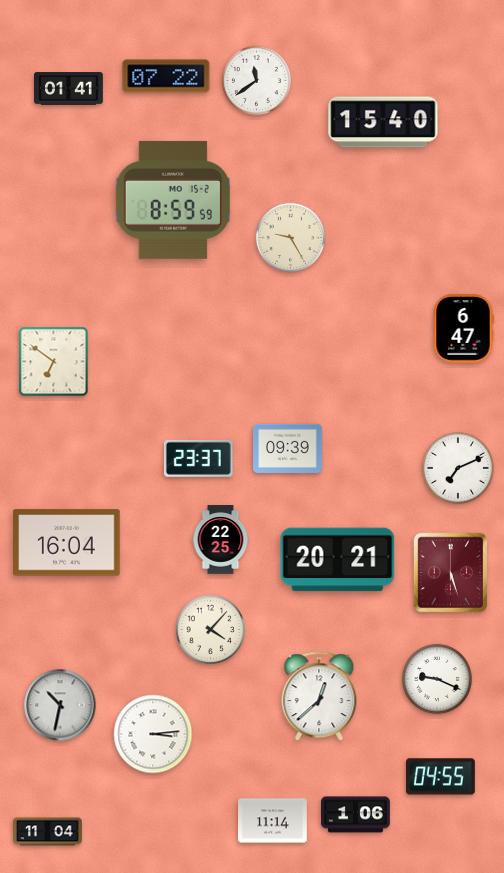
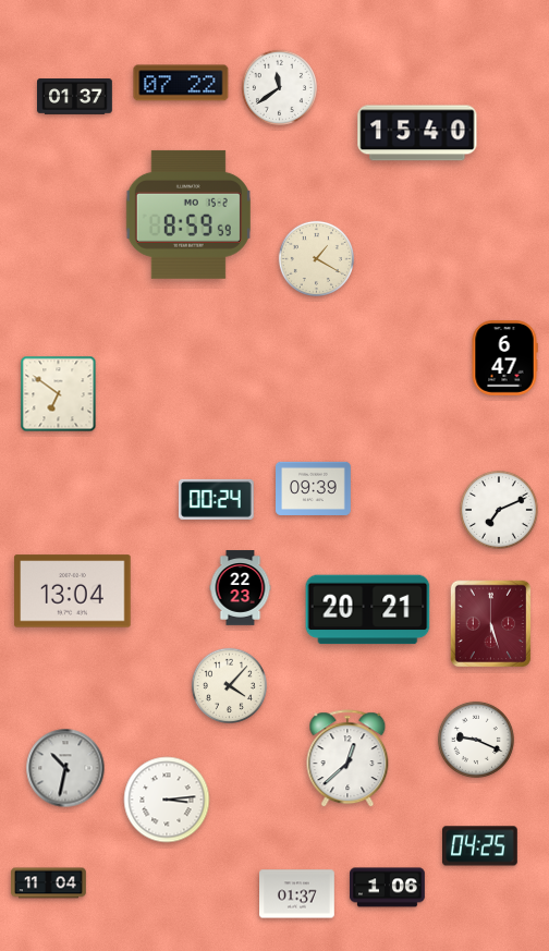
clock at (69, 89): 01:41 -> 01:37
clock at (173, 200) position: (173, 200) -> (188, 215)
clock at (290, 237): 9:25 -> 1:20
clock at (198, 458): 23:37 -> 00:24
clock at (221, 540): 22:25 -> 22:23
clock at (67, 543): 16:04 -> 13:04
clock at (441, 777): 04:55 -> 04:25
clock at (273, 821): 11:14 -> 01:37
clock at (48, 832) position: (48, 832) -> (49, 883)
